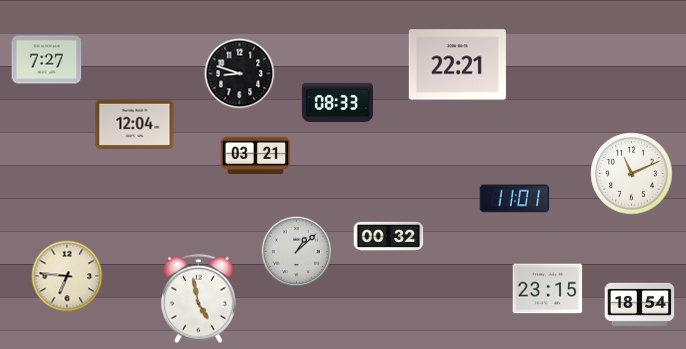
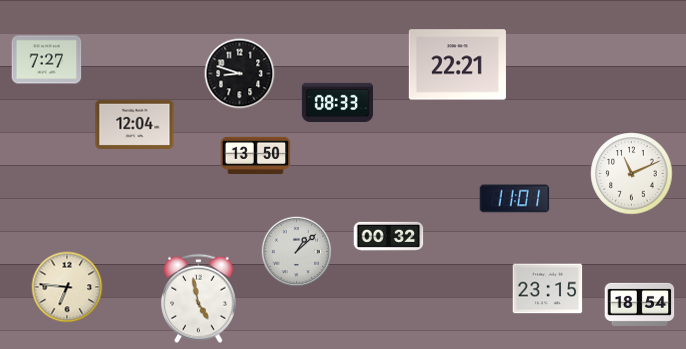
clock at (256, 156): 03:21 -> 13:50
clock at (67, 276) position: (67, 276) -> (67, 287)
